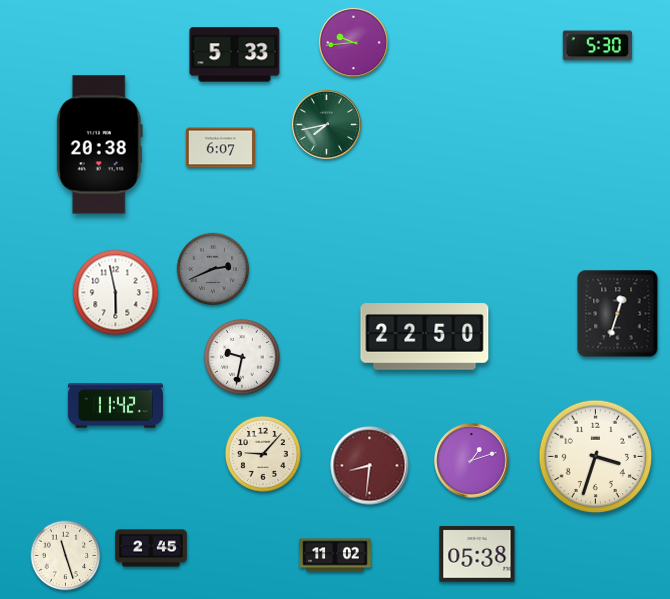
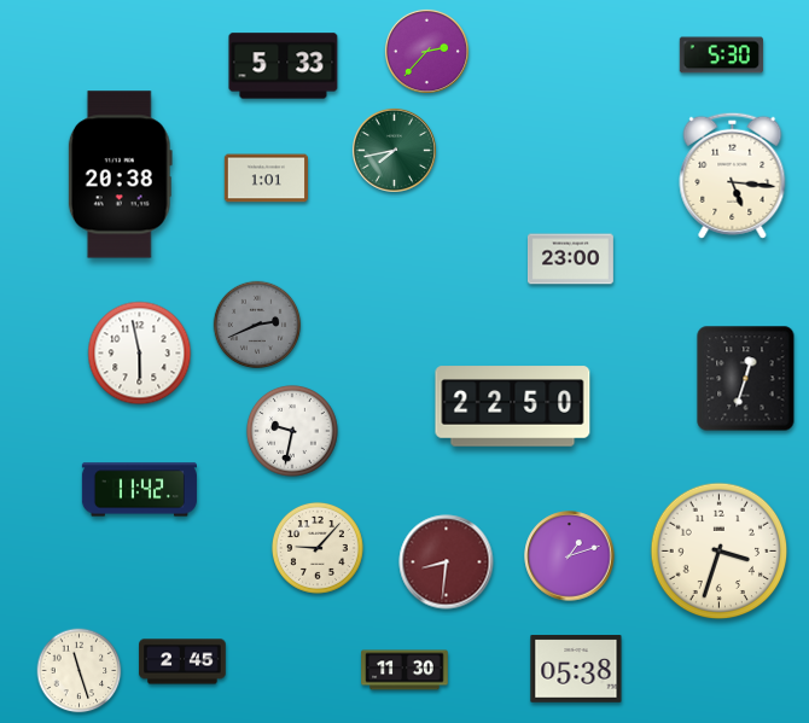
clock at (353, 42): 9:44 -> 2:37
clock at (733, 175): none -> 5:16
clock at (220, 148): 6:07 -> 1:01
clock at (571, 260): none -> 23:00
clock at (335, 555): 11:02 -> 11:30
